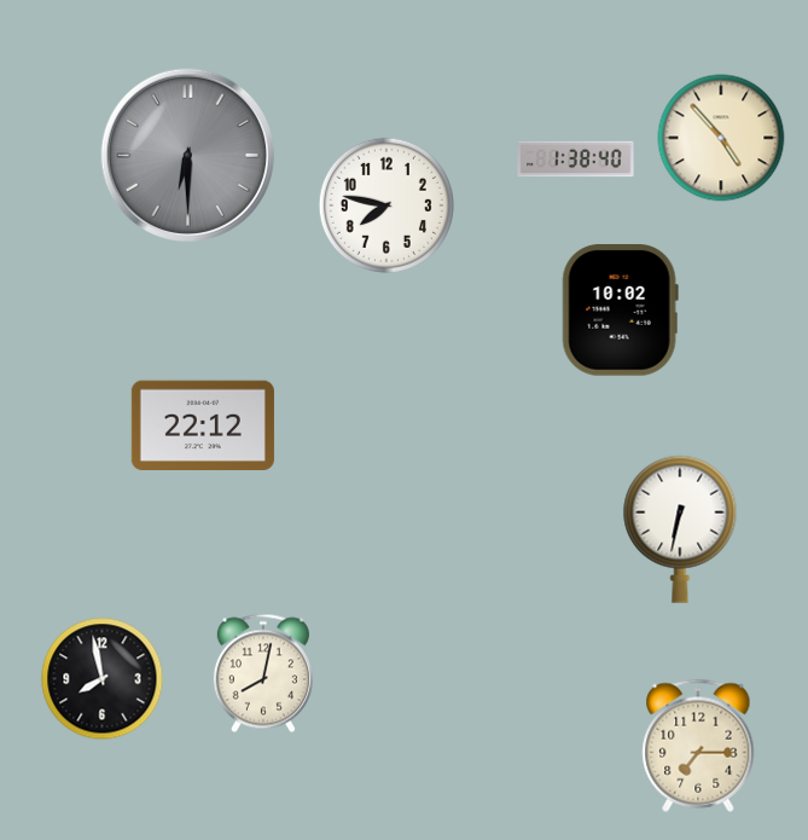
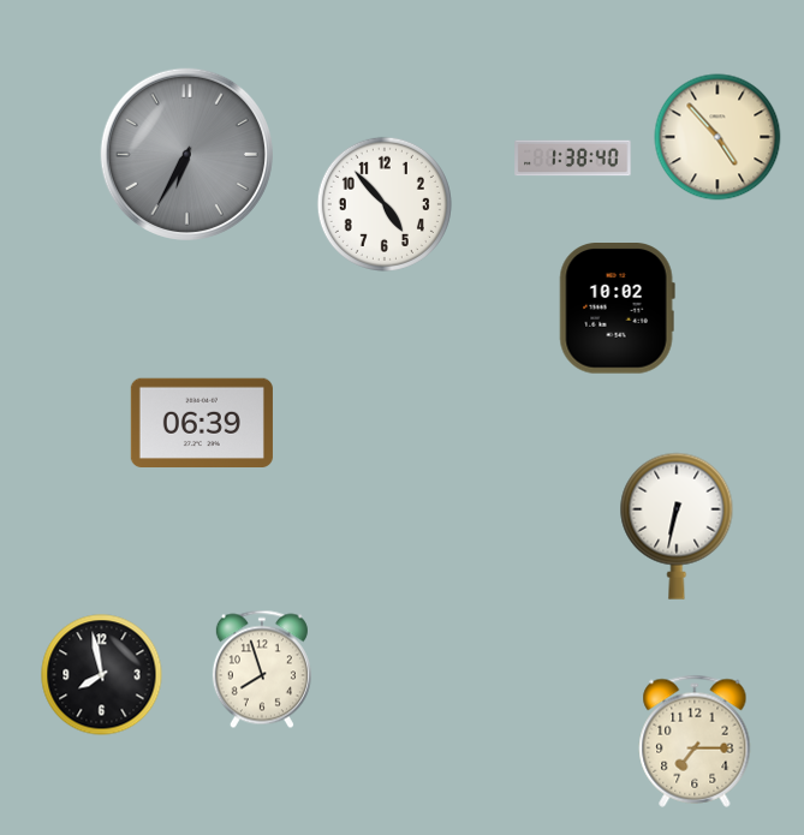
clock at (187, 155): 6:30 -> 6:35
clock at (386, 205): 7:47 -> 4:53
clock at (203, 425): 22:12 -> 06:39
clock at (263, 673): 8:02 -> 7:57
